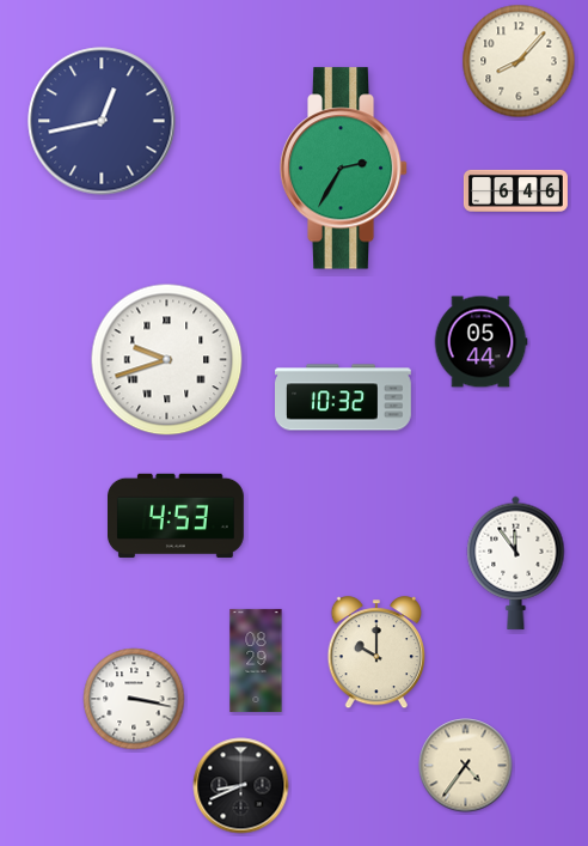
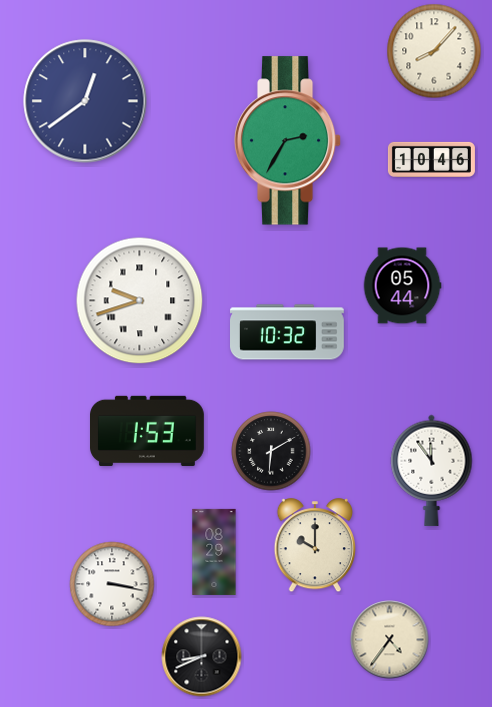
clock at (102, 121): 12:43 -> 12:39
clock at (515, 190): 6:46 -> 10:46
clock at (177, 516): 4:53 -> 1:53
clock at (271, 451): none -> 6:10
